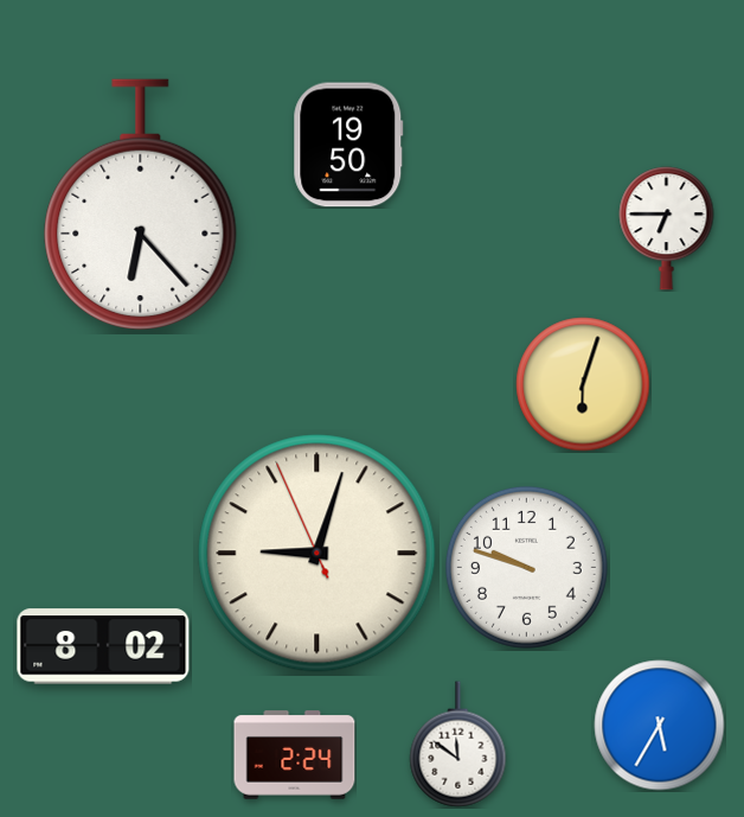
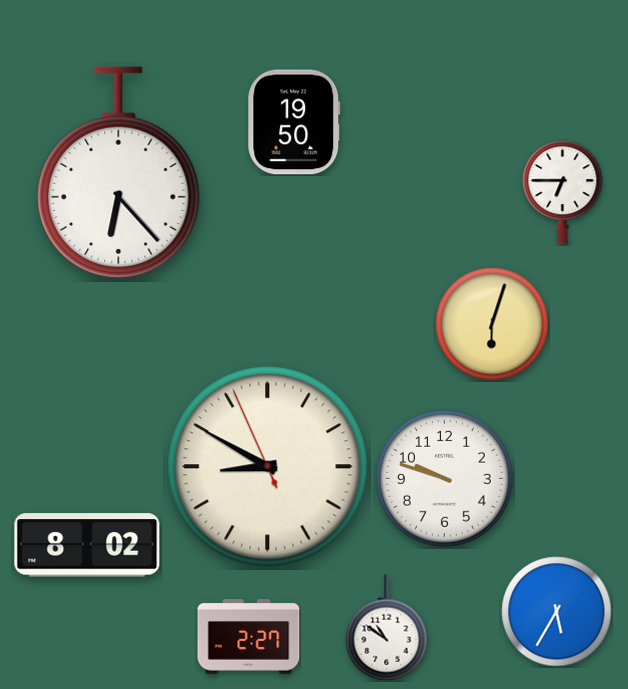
clock at (318, 554): 9:02 -> 8:49
clock at (458, 745): 11:51 -> 10:51
clock at (295, 755): 2:24 -> 2:27
